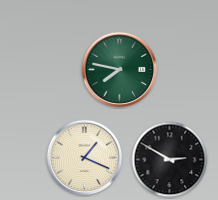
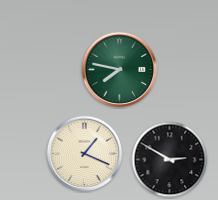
clock at (85, 158) position: (85, 158) -> (85, 154)
